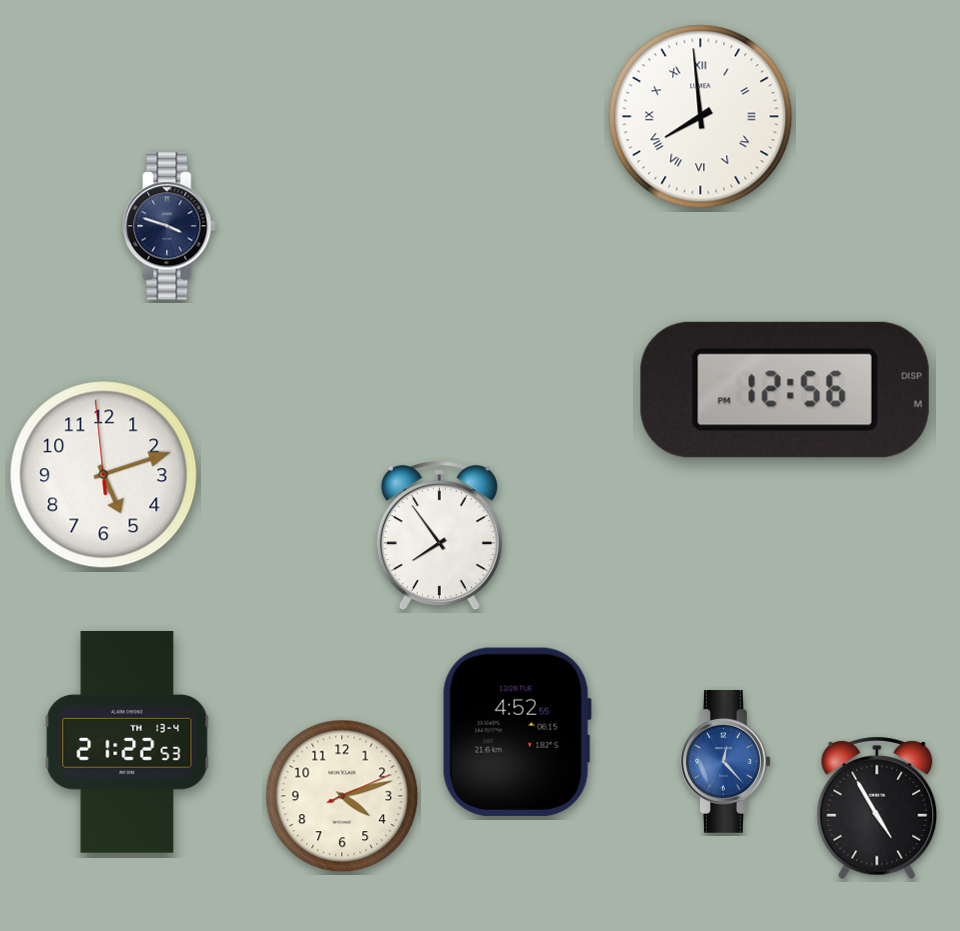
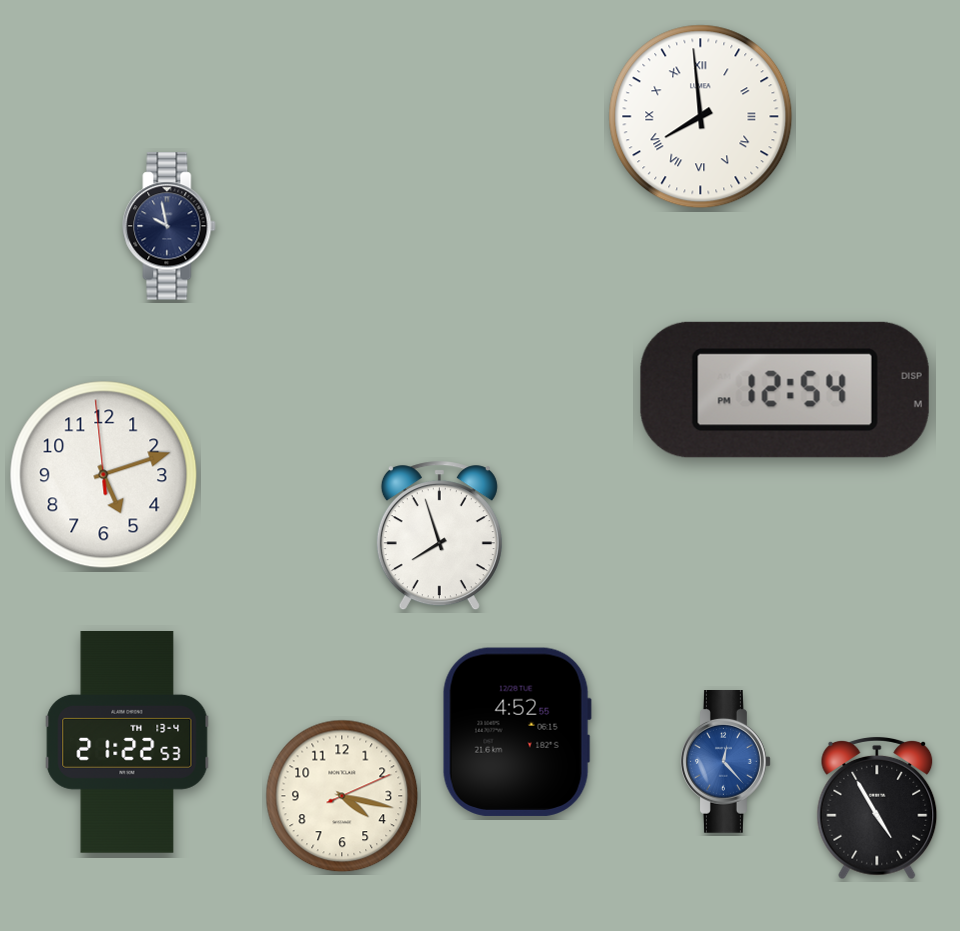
clock at (169, 226): 3:48 -> 9:58
clock at (785, 390): 12:56 -> 12:54
clock at (439, 536): 7:54 -> 7:57
clock at (342, 796): 4:12 -> 4:17
